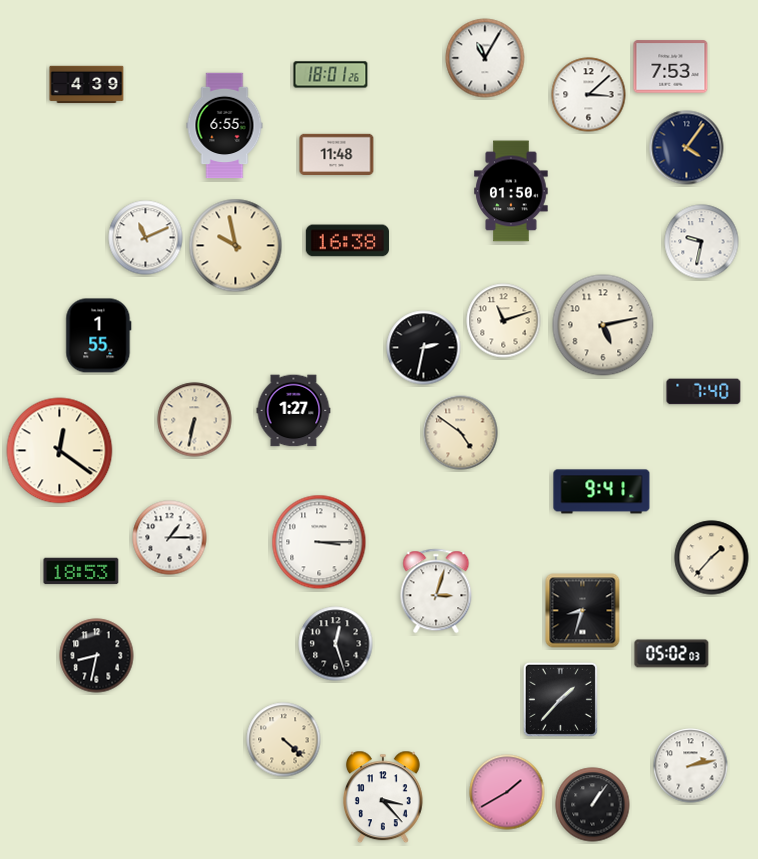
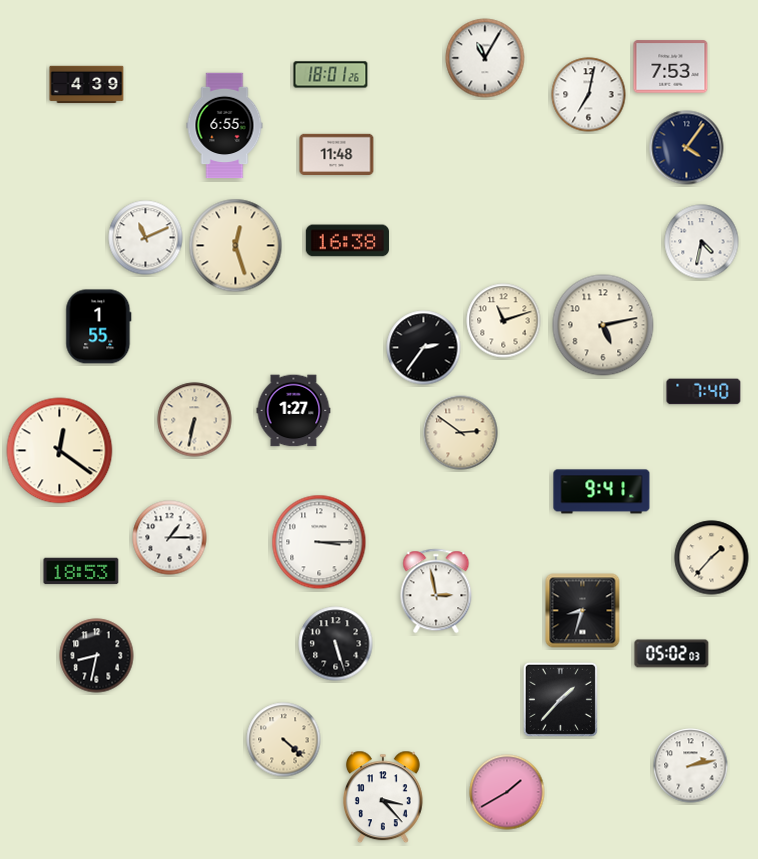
clock at (589, 95): 3:08 -> 7:02
clock at (511, 191): 01:50 -> none
clock at (702, 242): 9:32 -> 4:32
clock at (236, 246): 9:58 -> 12:27
clock at (99, 336) position: (99, 336) -> (99, 327)
clock at (424, 348): 2:32 -> 2:36
clock at (461, 433): 4:51 -> 2:51
clock at (436, 591): 3:03 -> 2:58
clock at (336, 644): 12:27 -> 5:27
clock at (593, 805): 1:06 -> none
